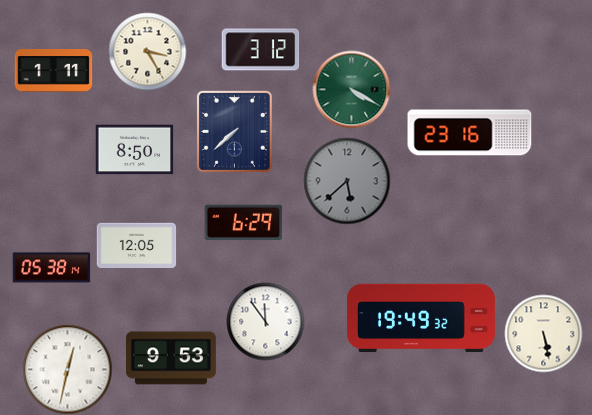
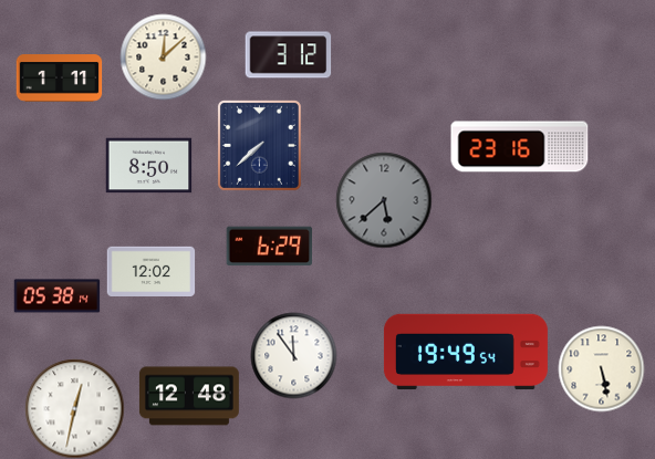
clock at (147, 51): 3:25 -> 12:08
clock at (351, 89): 4:20 -> none
clock at (136, 246): 12:05 -> 12:02
clock at (421, 318): 19:49:32 -> 19:49:54
clock at (171, 358): 9:53 -> 12:48
